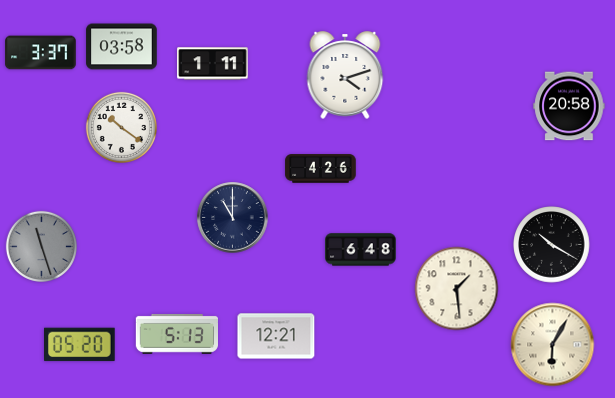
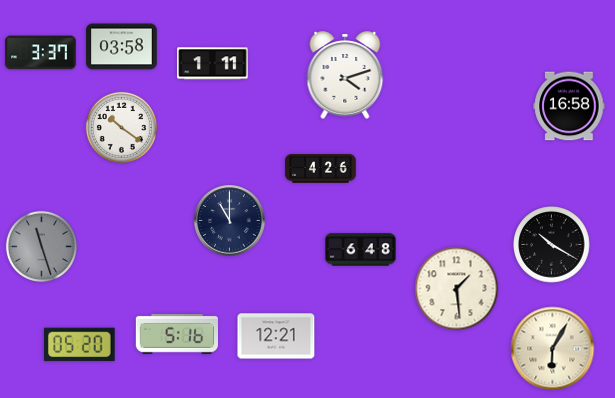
clock at (569, 106): 20:58 -> 16:58
clock at (233, 218) position: (233, 218) -> (230, 221)
clock at (176, 334): 5:13 -> 5:16
clock at (553, 345) position: (553, 345) -> (553, 349)
